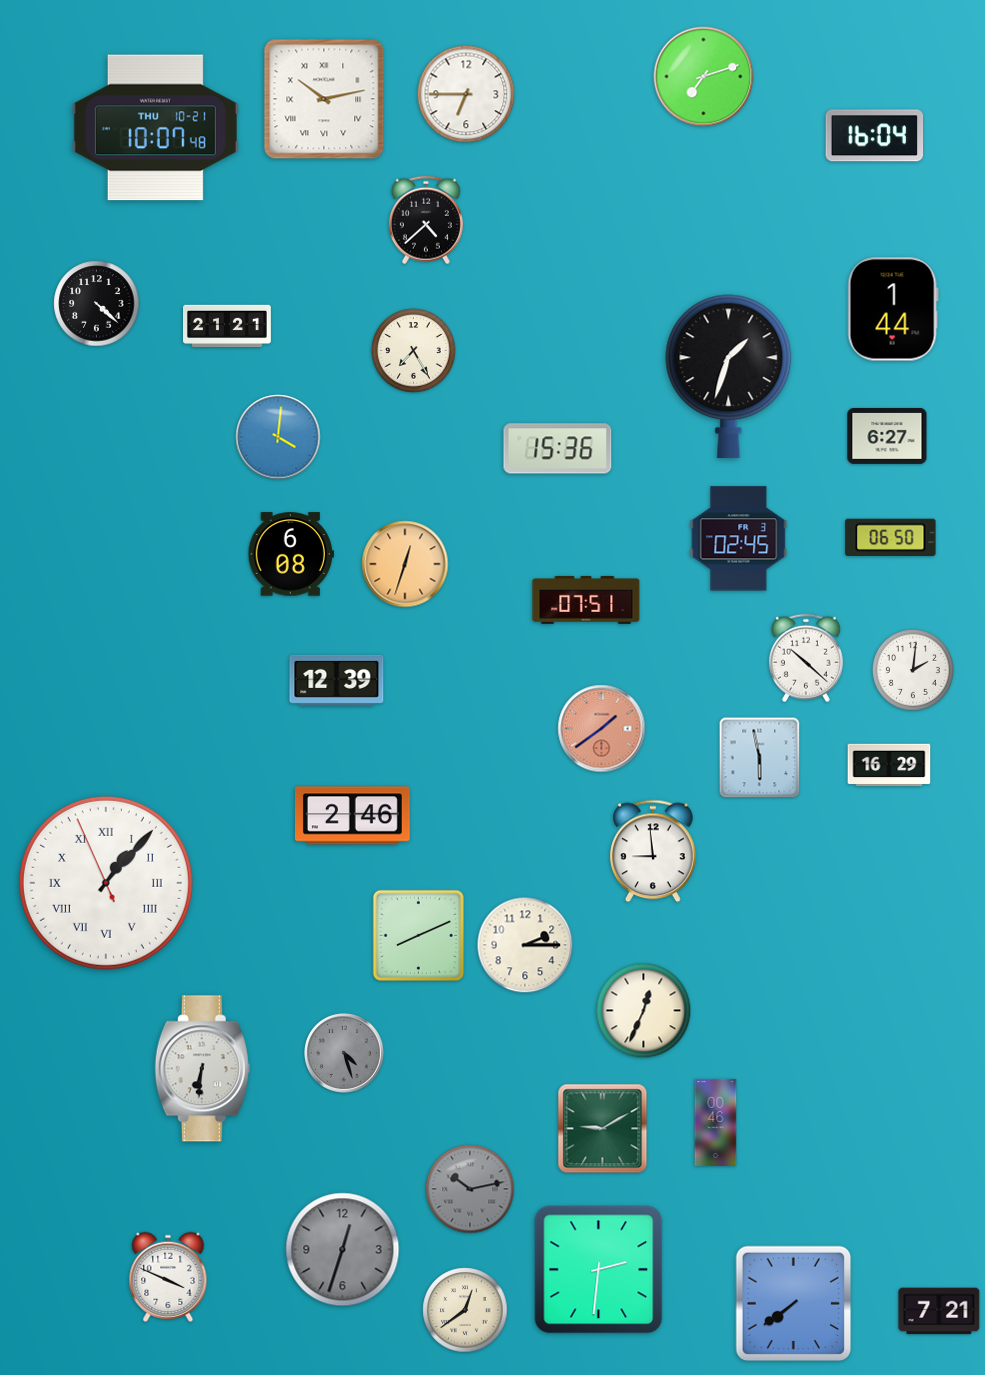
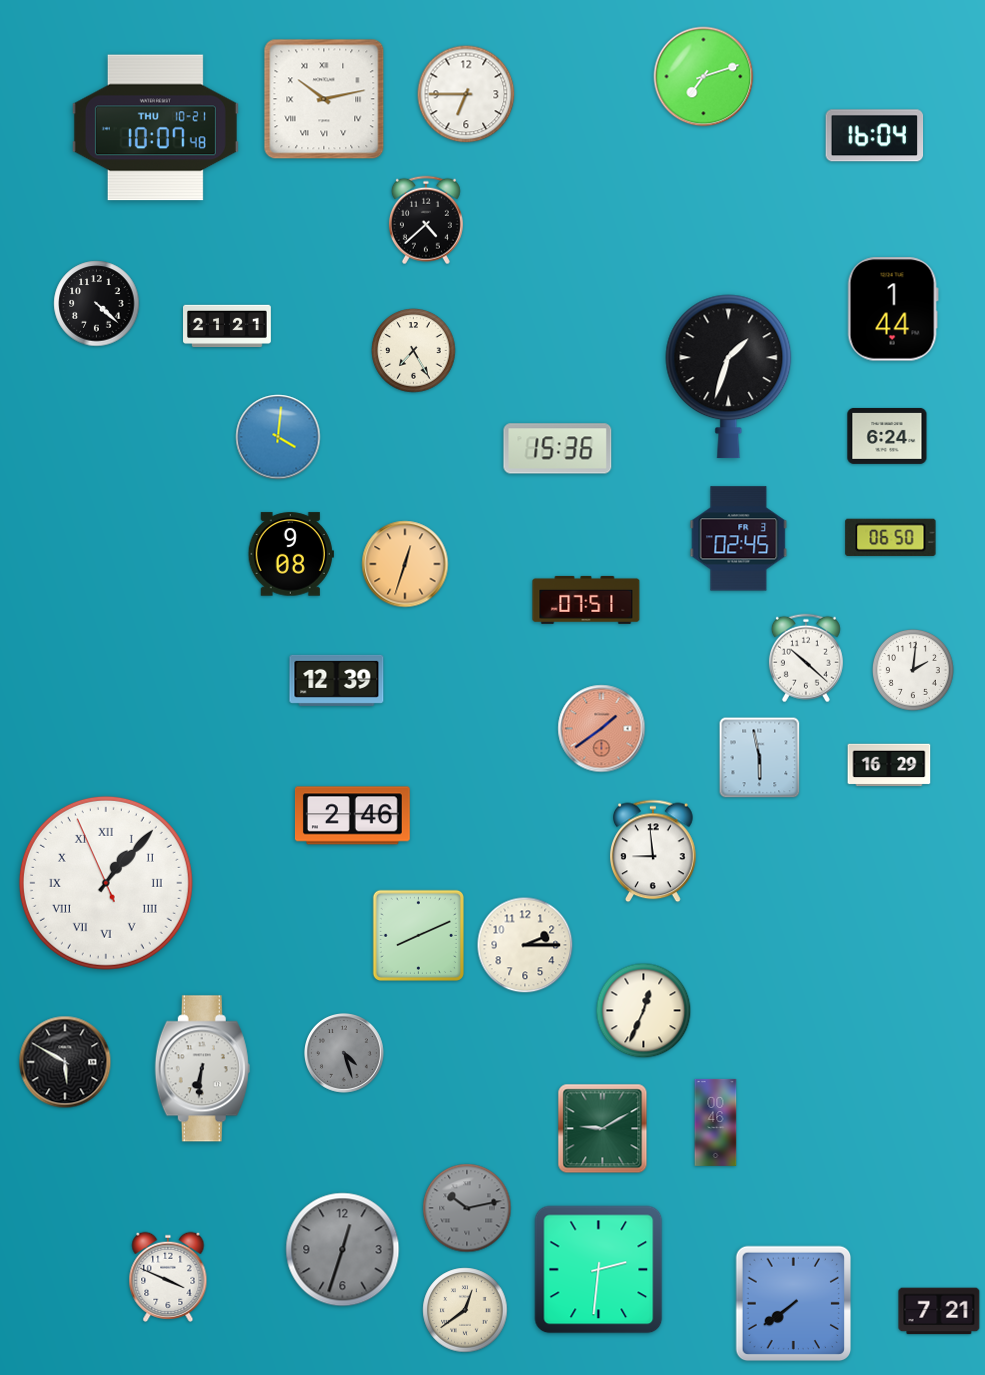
clock at (887, 436): 6:27 -> 6:24
clock at (291, 554): 6:08 -> 9:08
clock at (65, 1062): none -> 5:50
clock at (470, 1189) position: (470, 1189) -> (467, 1208)
